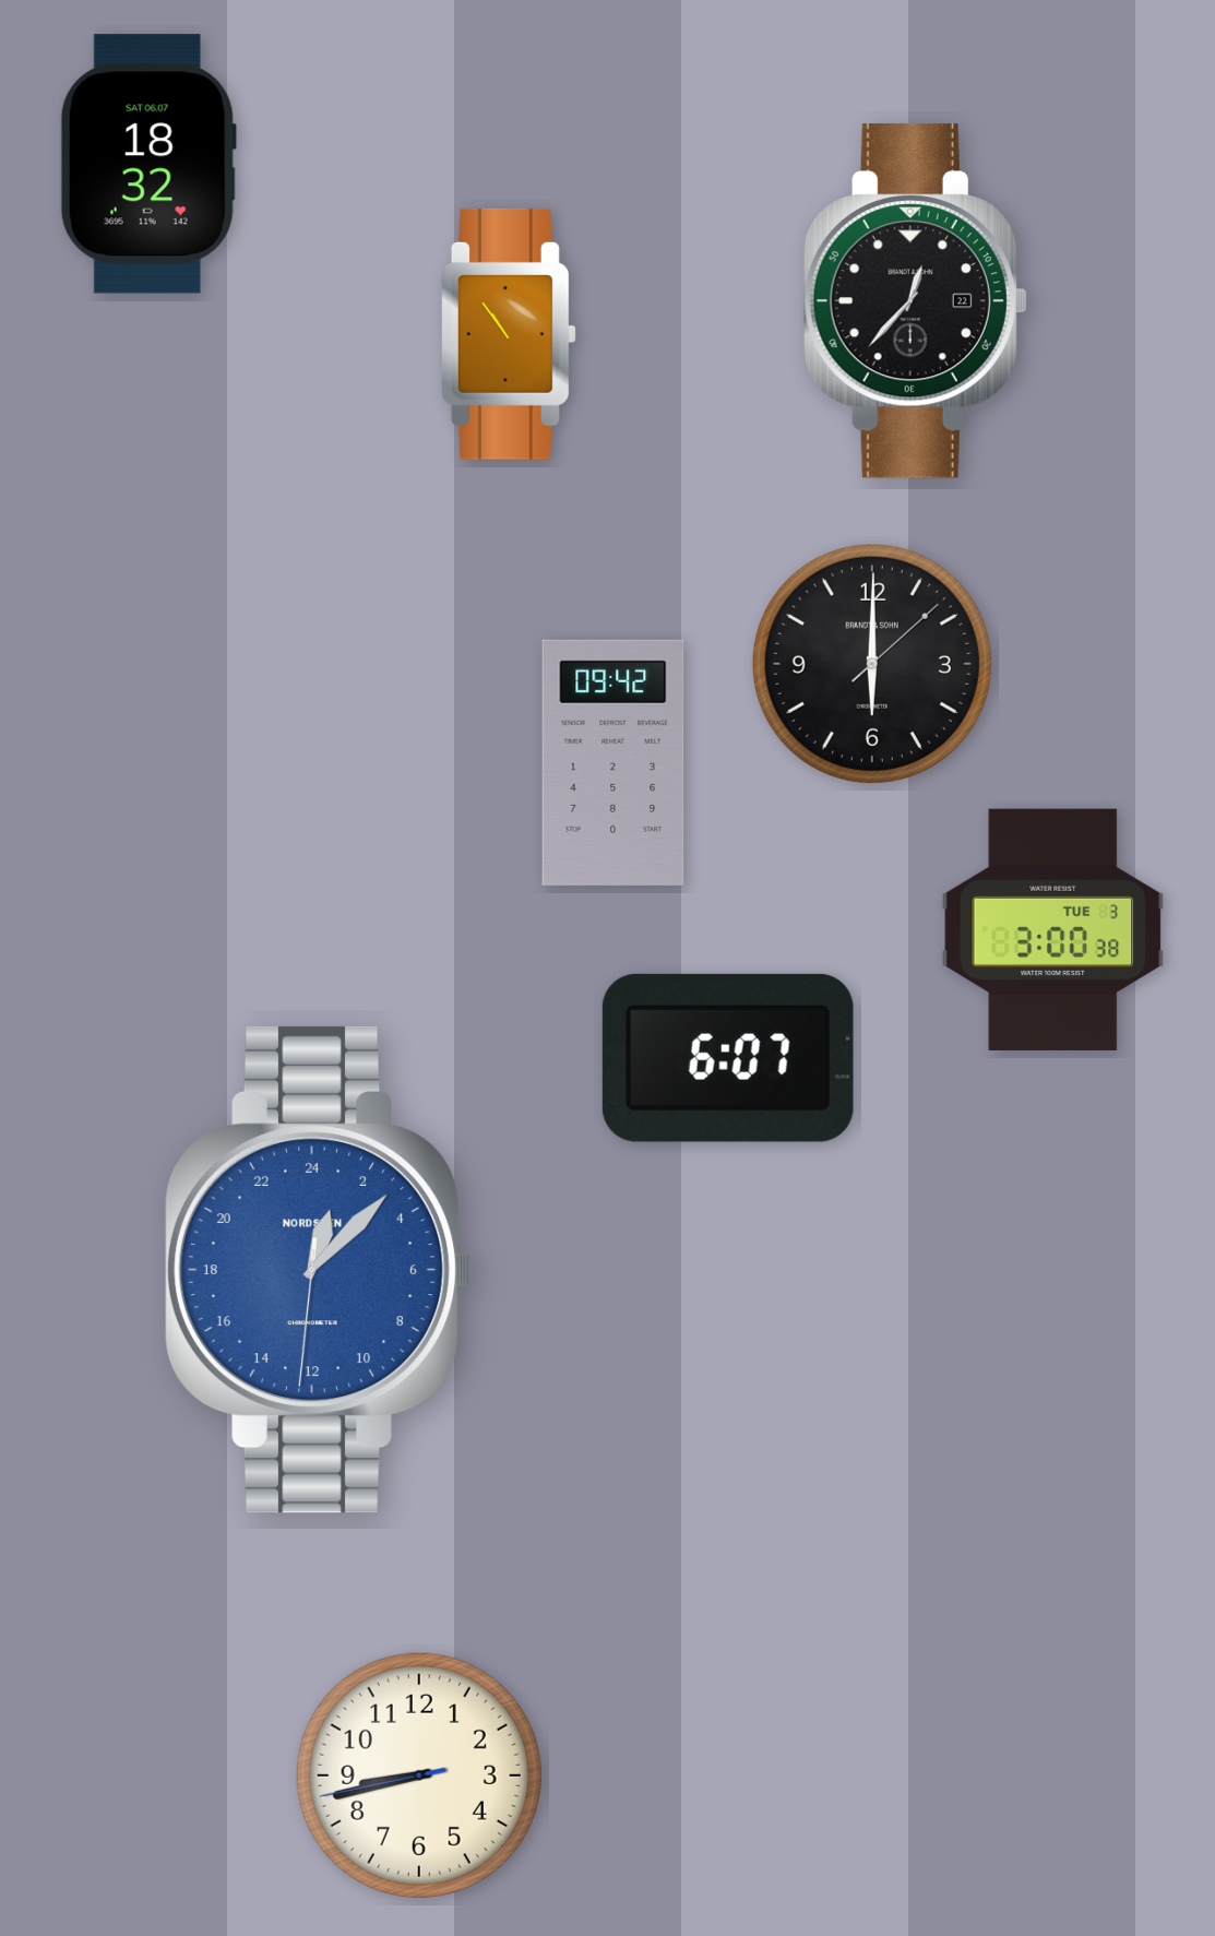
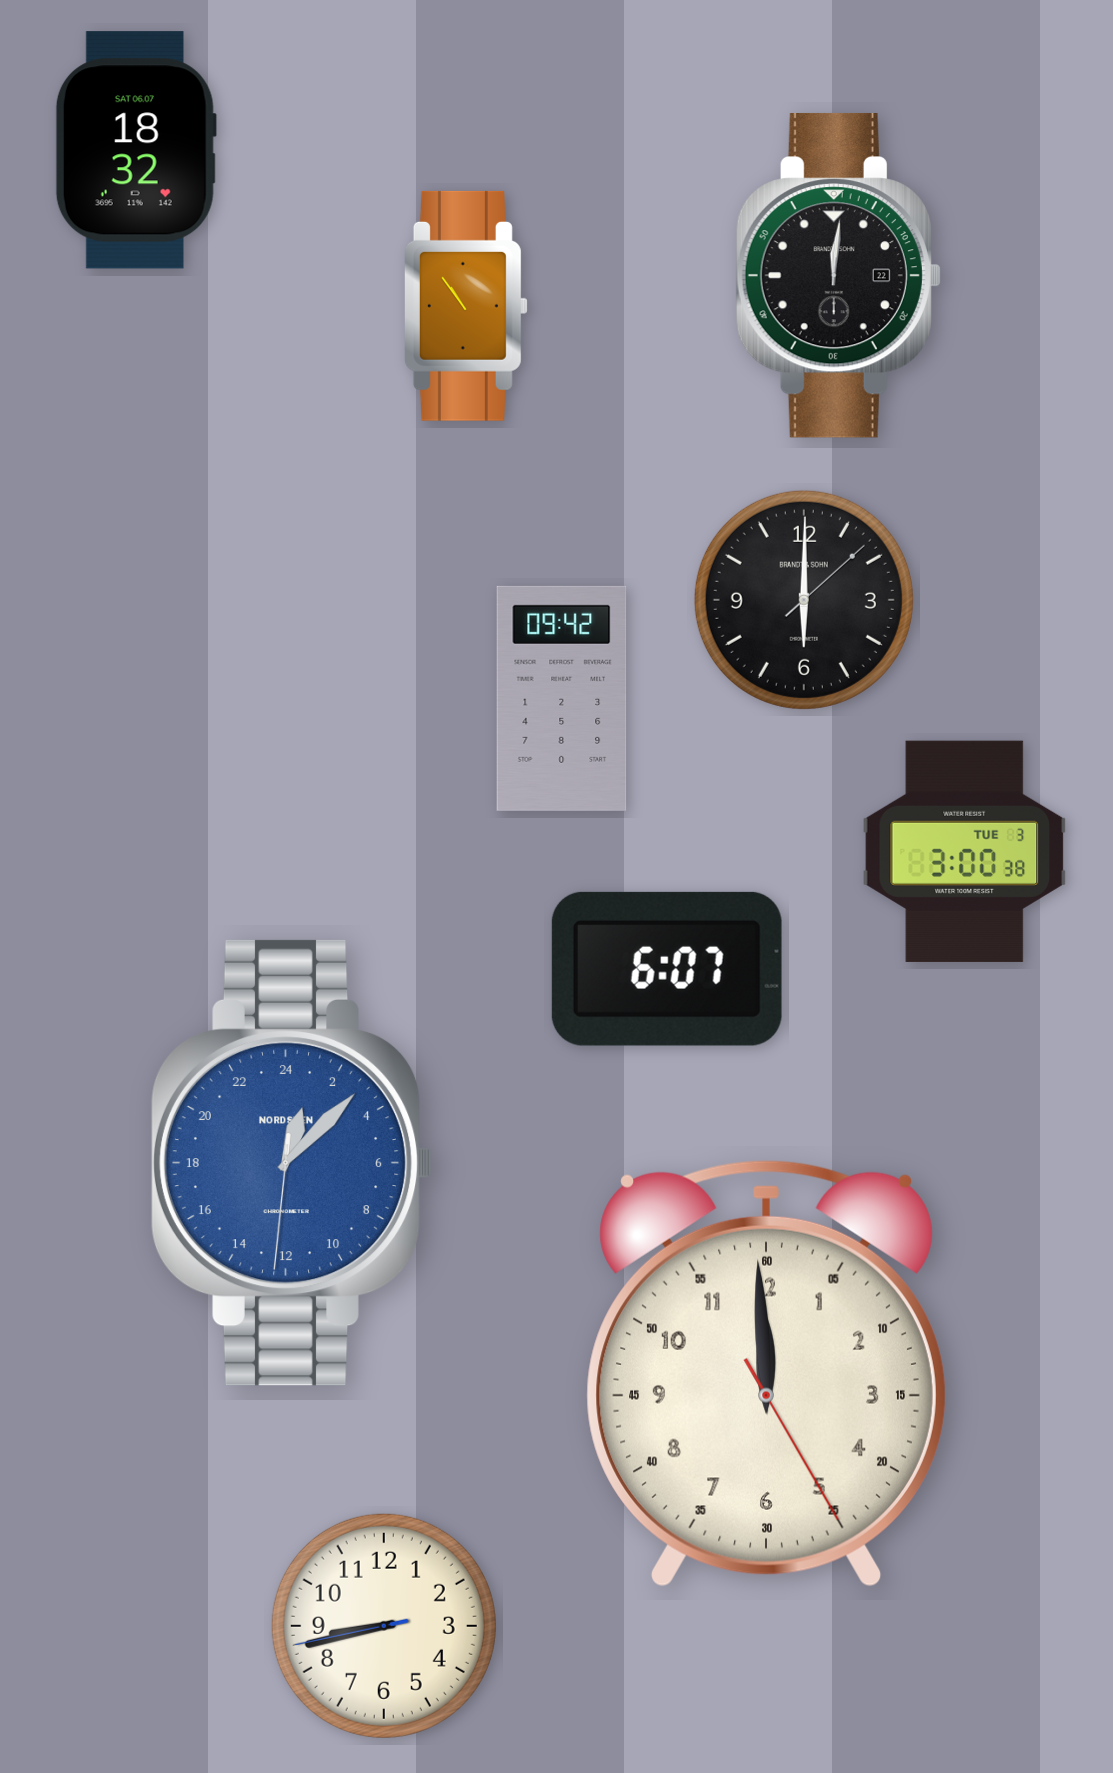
clock at (915, 300): 12:37 -> 12:01
clock at (872, 664) position: (872, 664) -> (804, 600)
clock at (766, 1374): none -> 11:59
